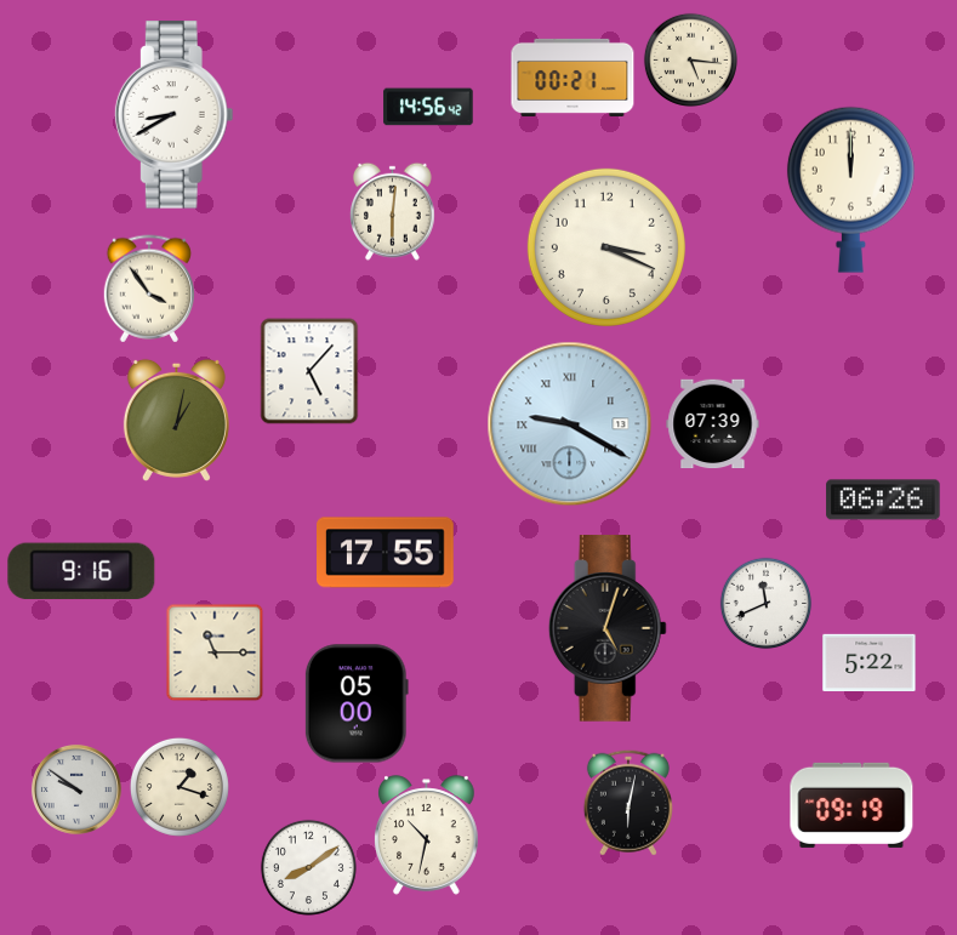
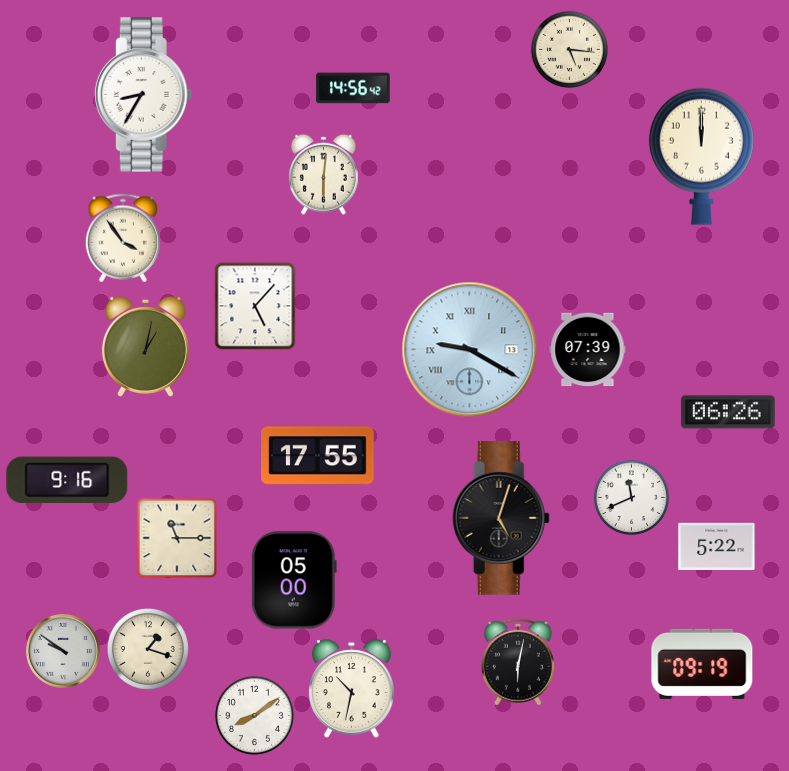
clock at (573, 78): 00:21 -> none
clock at (173, 115): 8:40 -> 8:35
clock at (606, 247): 3:19 -> none
clock at (81, 571) position: (81, 571) -> (67, 480)
